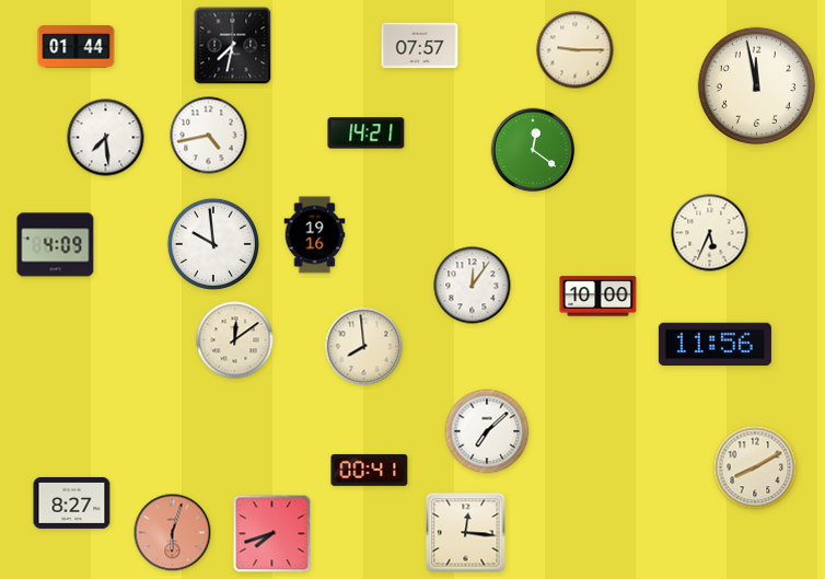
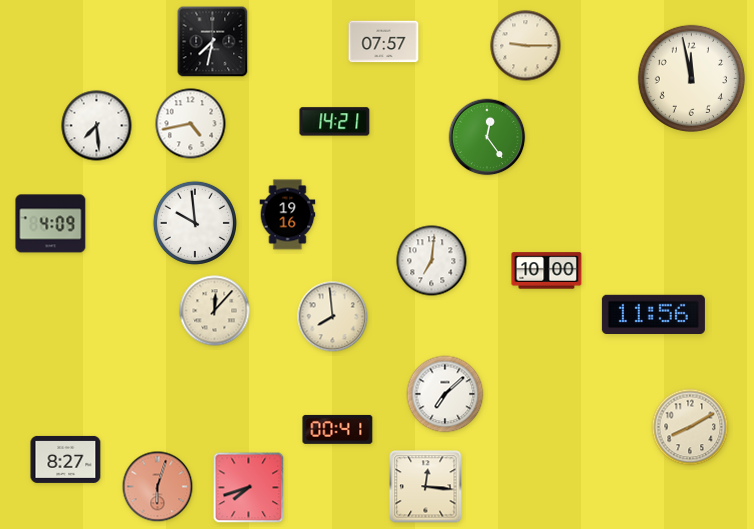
clock at (77, 47): 01:44 -> none
clock at (533, 150): 12:21 -> 12:24
clock at (710, 233): 5:34 -> none
clock at (473, 286): 12:06 -> 7:01
clock at (235, 340): 12:09 -> 12:07
